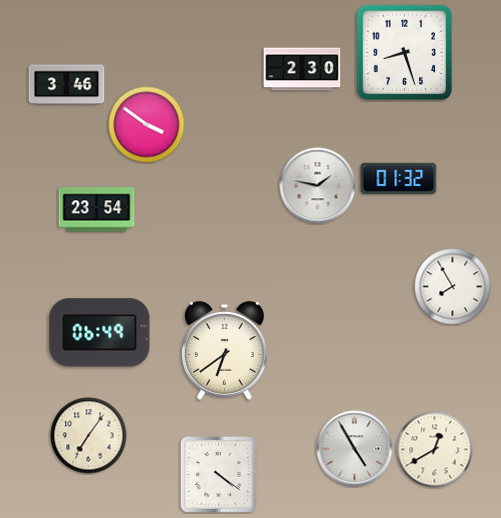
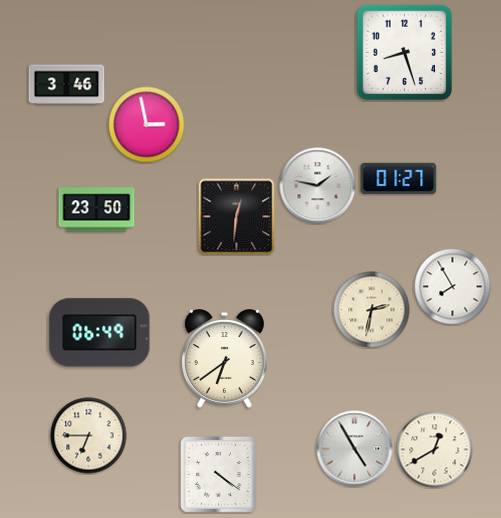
clock at (302, 69): 2:30 -> none
clock at (147, 125): 3:51 -> 2:58
clock at (399, 178): 01:32 -> 01:27
clock at (97, 210): 23:54 -> 23:50
clock at (237, 217): none -> 12:31
clock at (372, 310): none -> 2:32
clock at (224, 351) position: (224, 351) -> (224, 359)
clock at (89, 436): 7:06 -> 6:45
